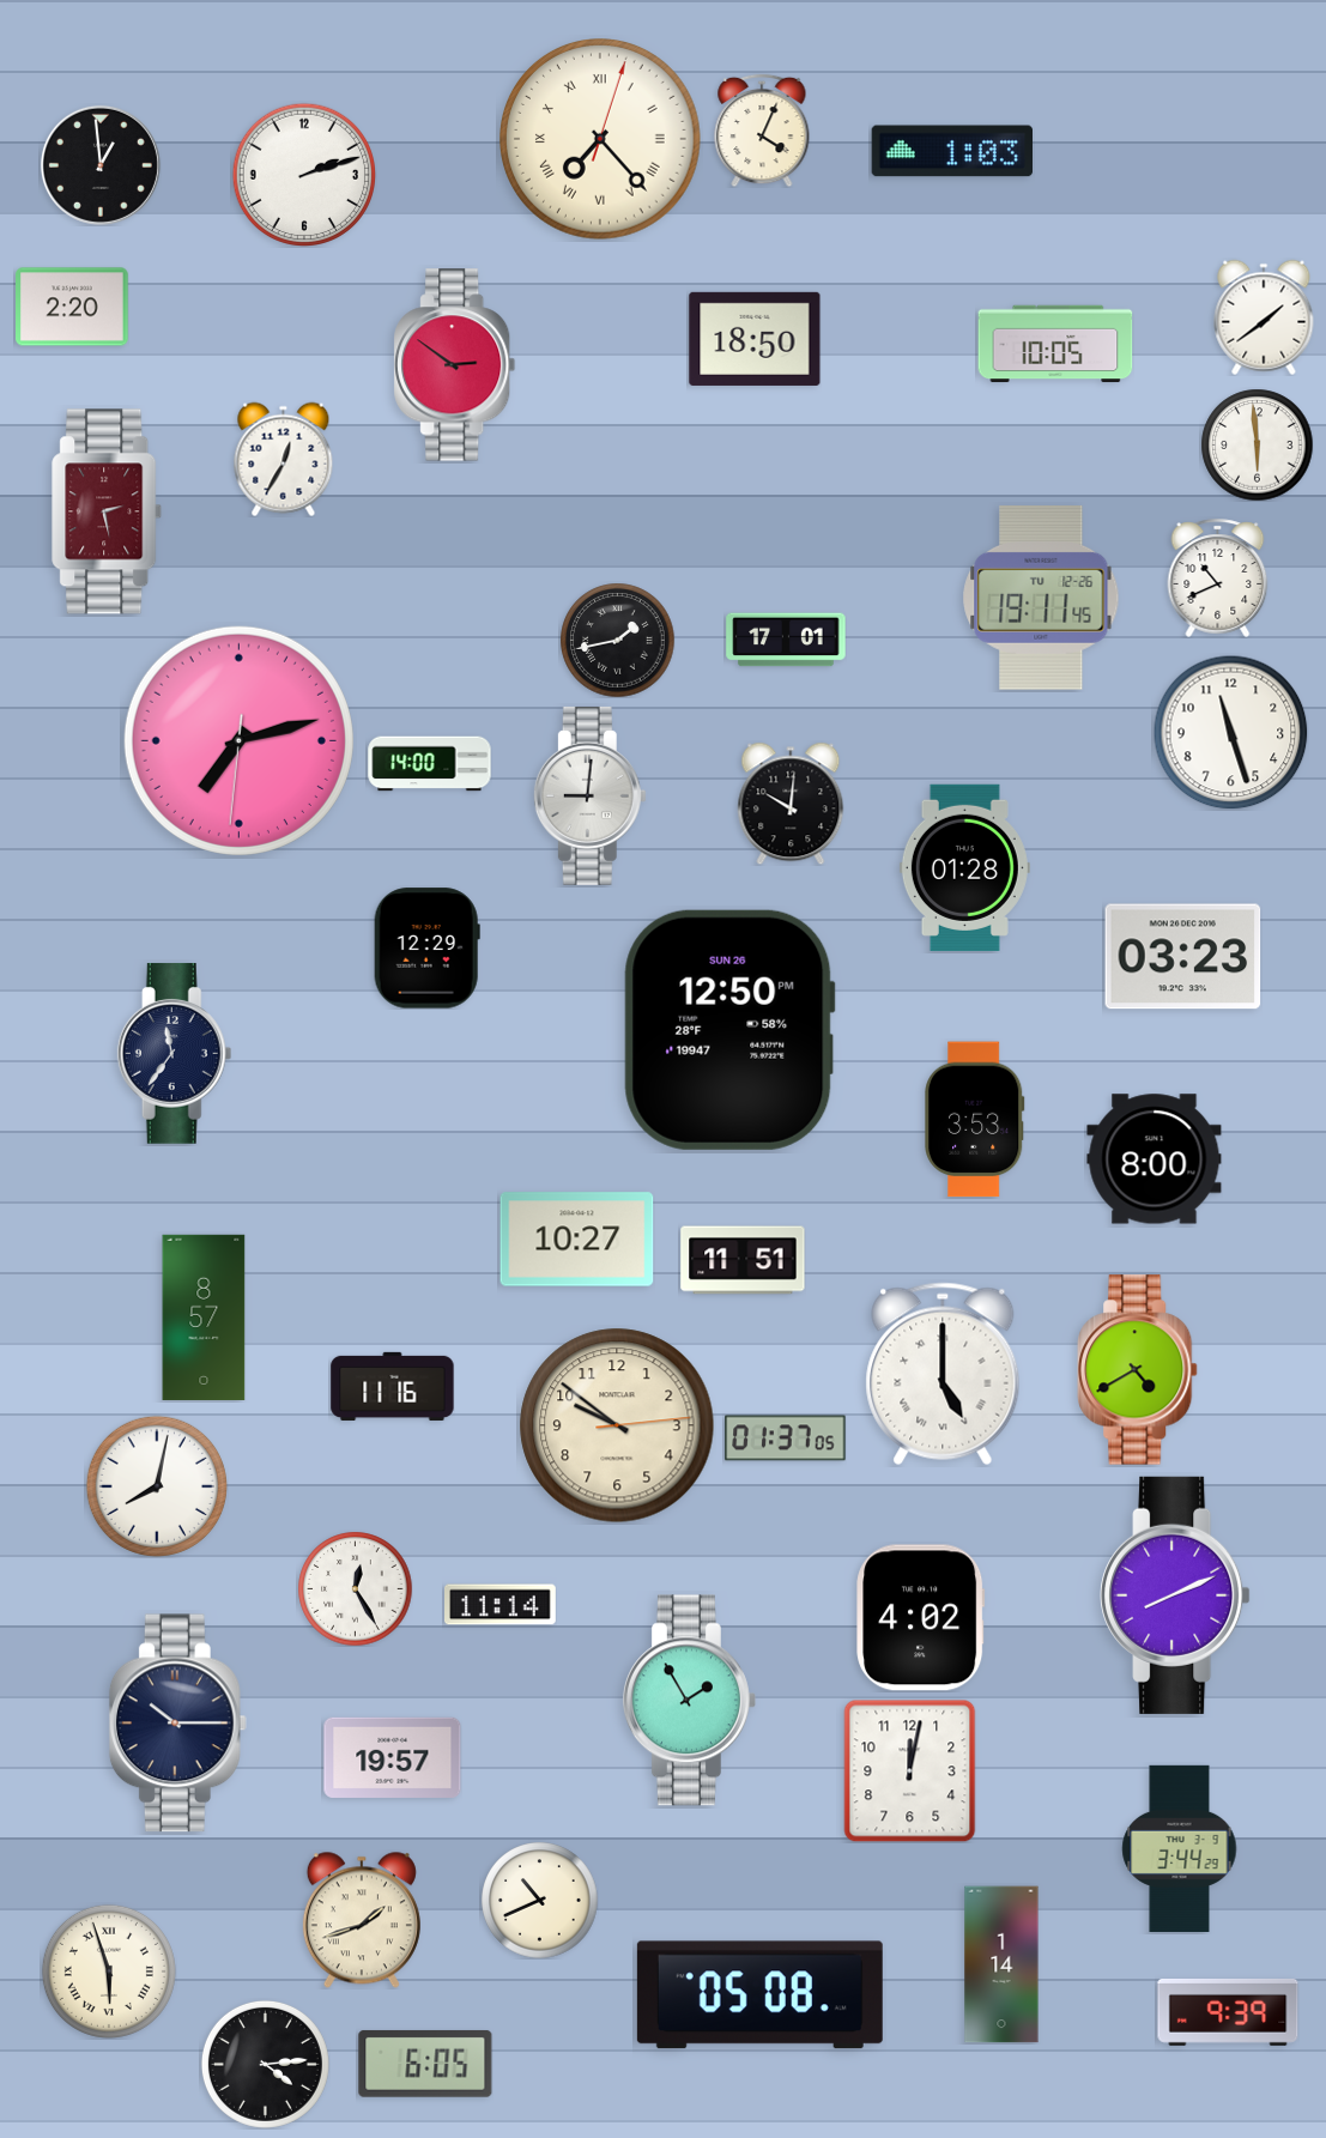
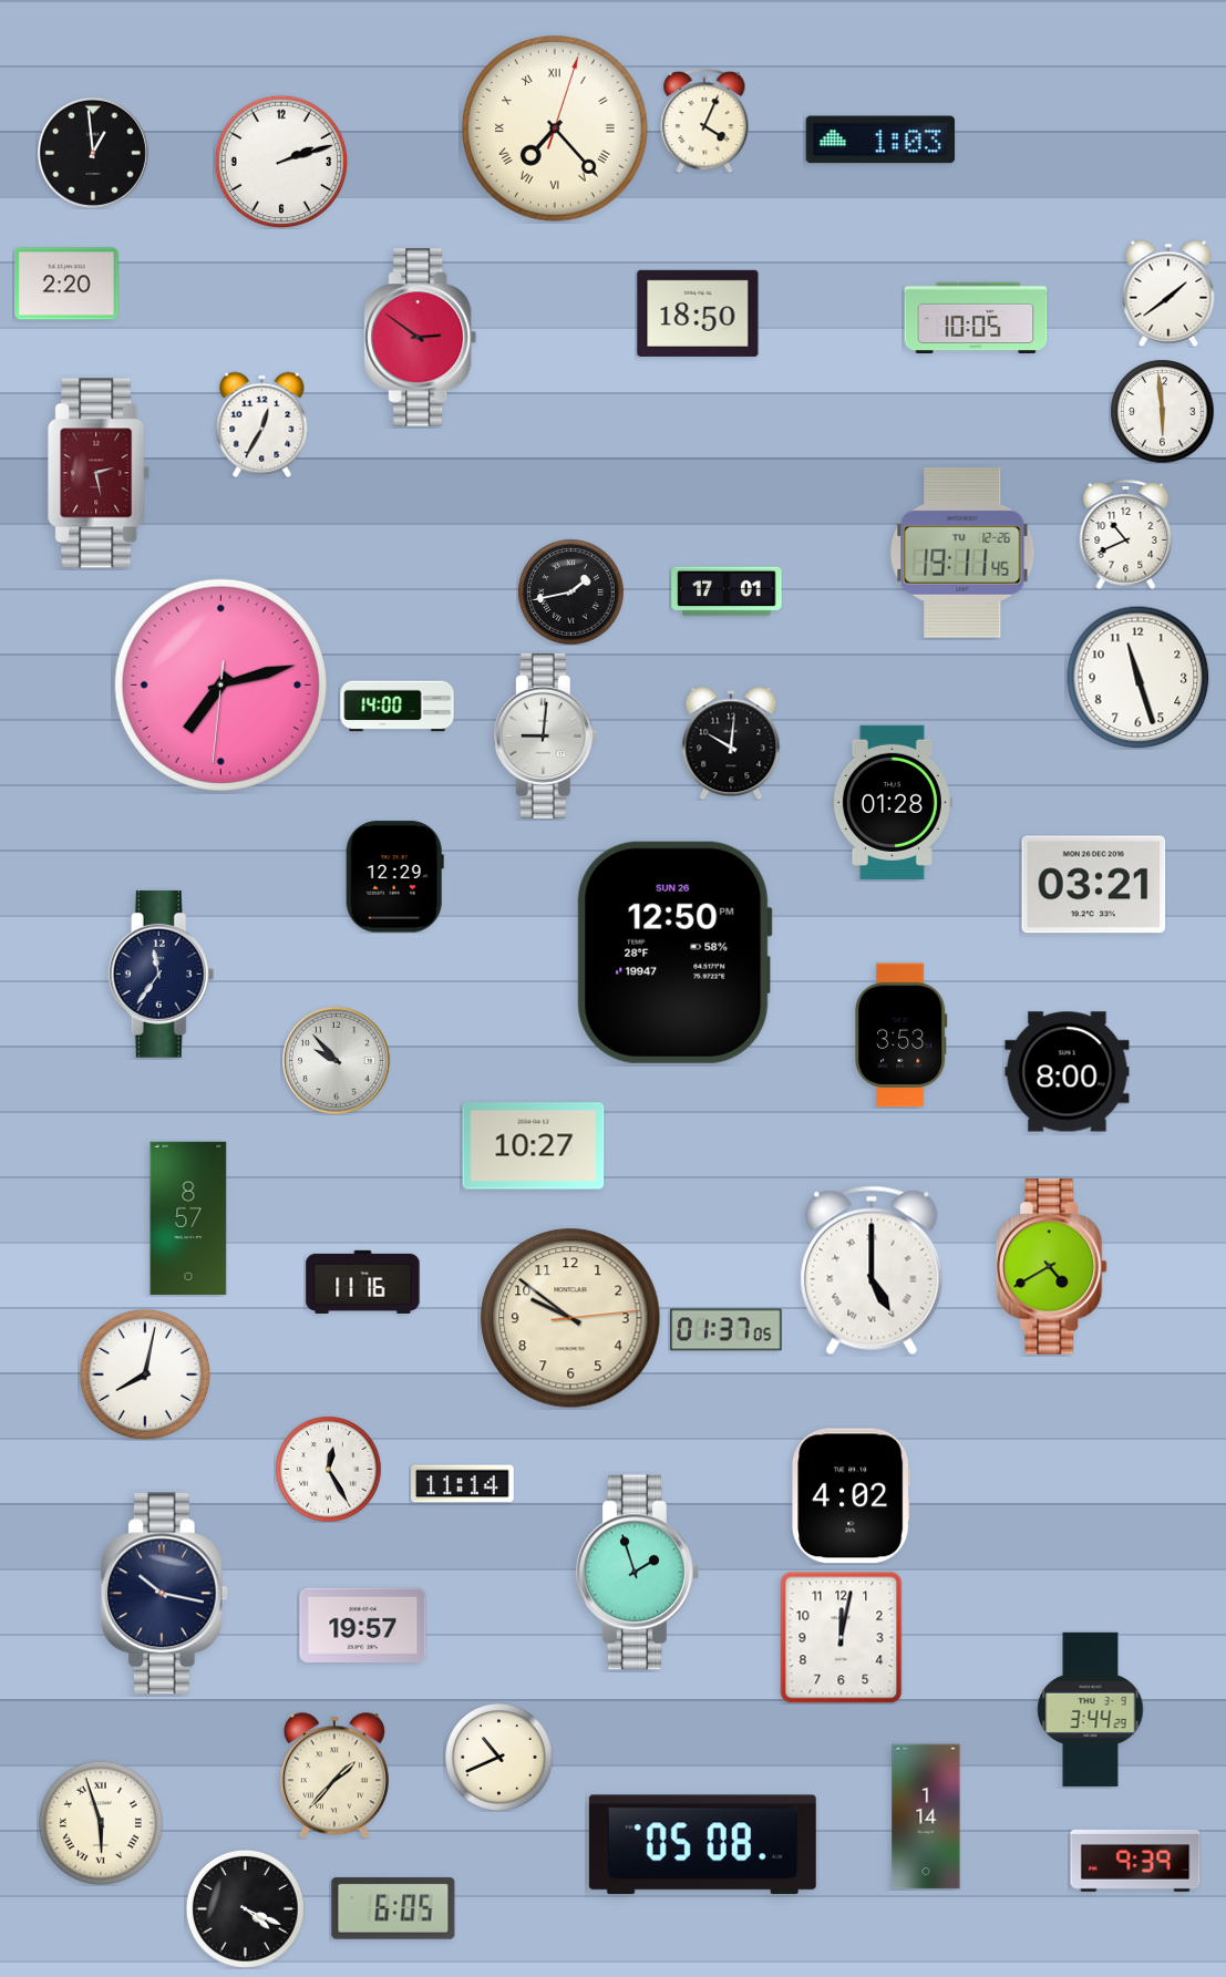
clock at (1183, 957): 03:23 -> 03:21
clock at (336, 1060): none -> 9:53
clock at (743, 1260): 11:51 -> none
clock at (1175, 1595): 8:11 -> none
clock at (689, 1701): 1:55 -> 1:57
clock at (177, 1724): 10:15 -> 10:17
clock at (362, 1920): 1:42 -> 1:37
clock at (265, 2064): 4:14 -> 4:19
